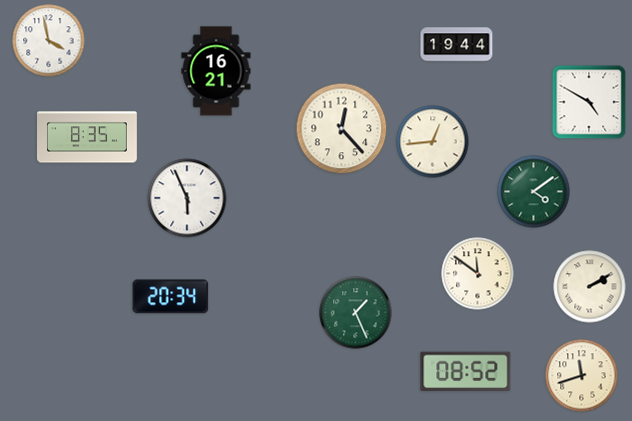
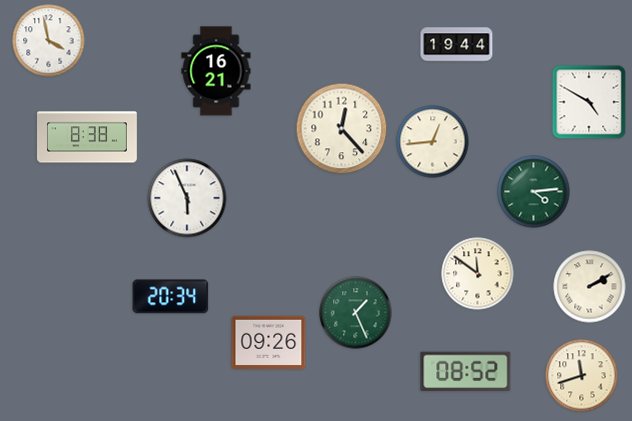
clock at (88, 137): 8:35 -> 8:38
clock at (534, 192): 4:09 -> 4:14
clock at (269, 342): none -> 09:26
